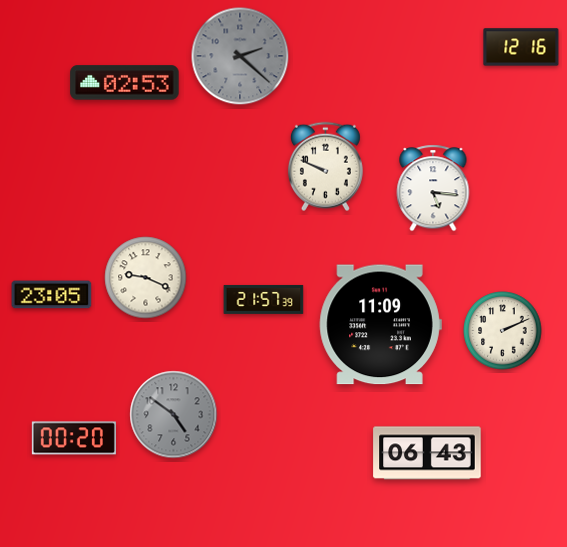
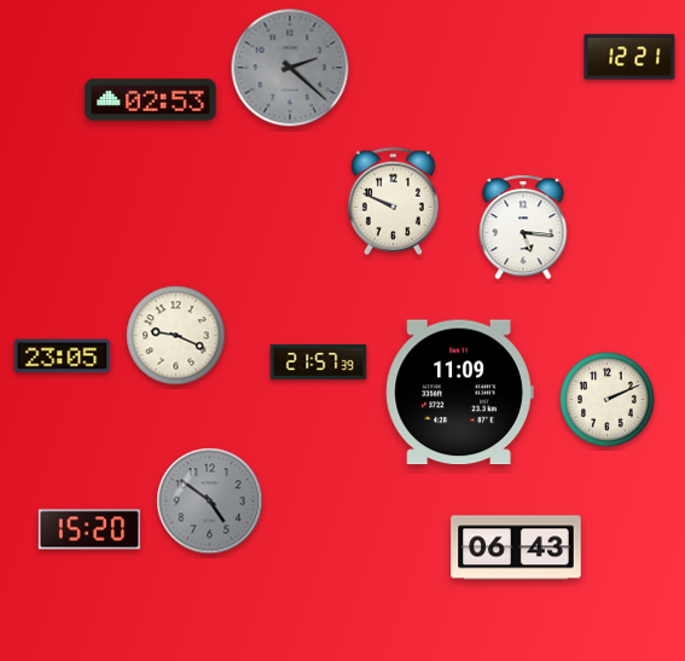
clock at (521, 47): 12:16 -> 12:21
clock at (74, 438): 00:20 -> 15:20
